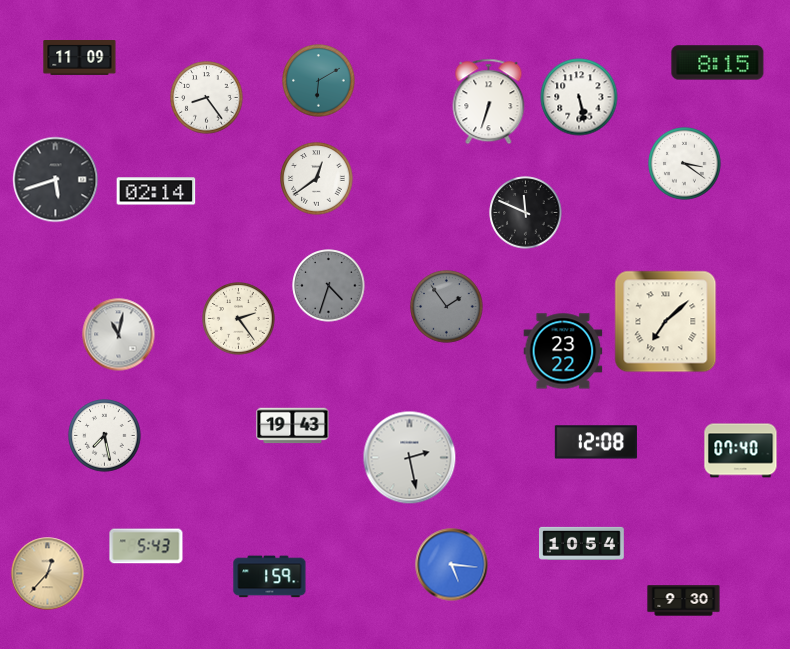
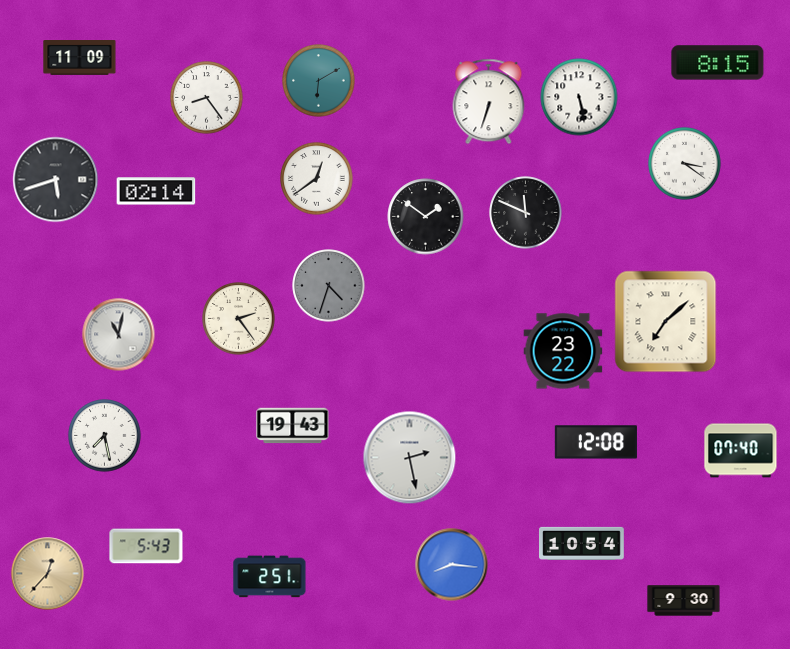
clock at (426, 217): none -> 1:51
clock at (447, 307): 1:54 -> none
clock at (452, 565): 5:16 -> 8:16
clock at (270, 577): 1:59 -> 2:51
